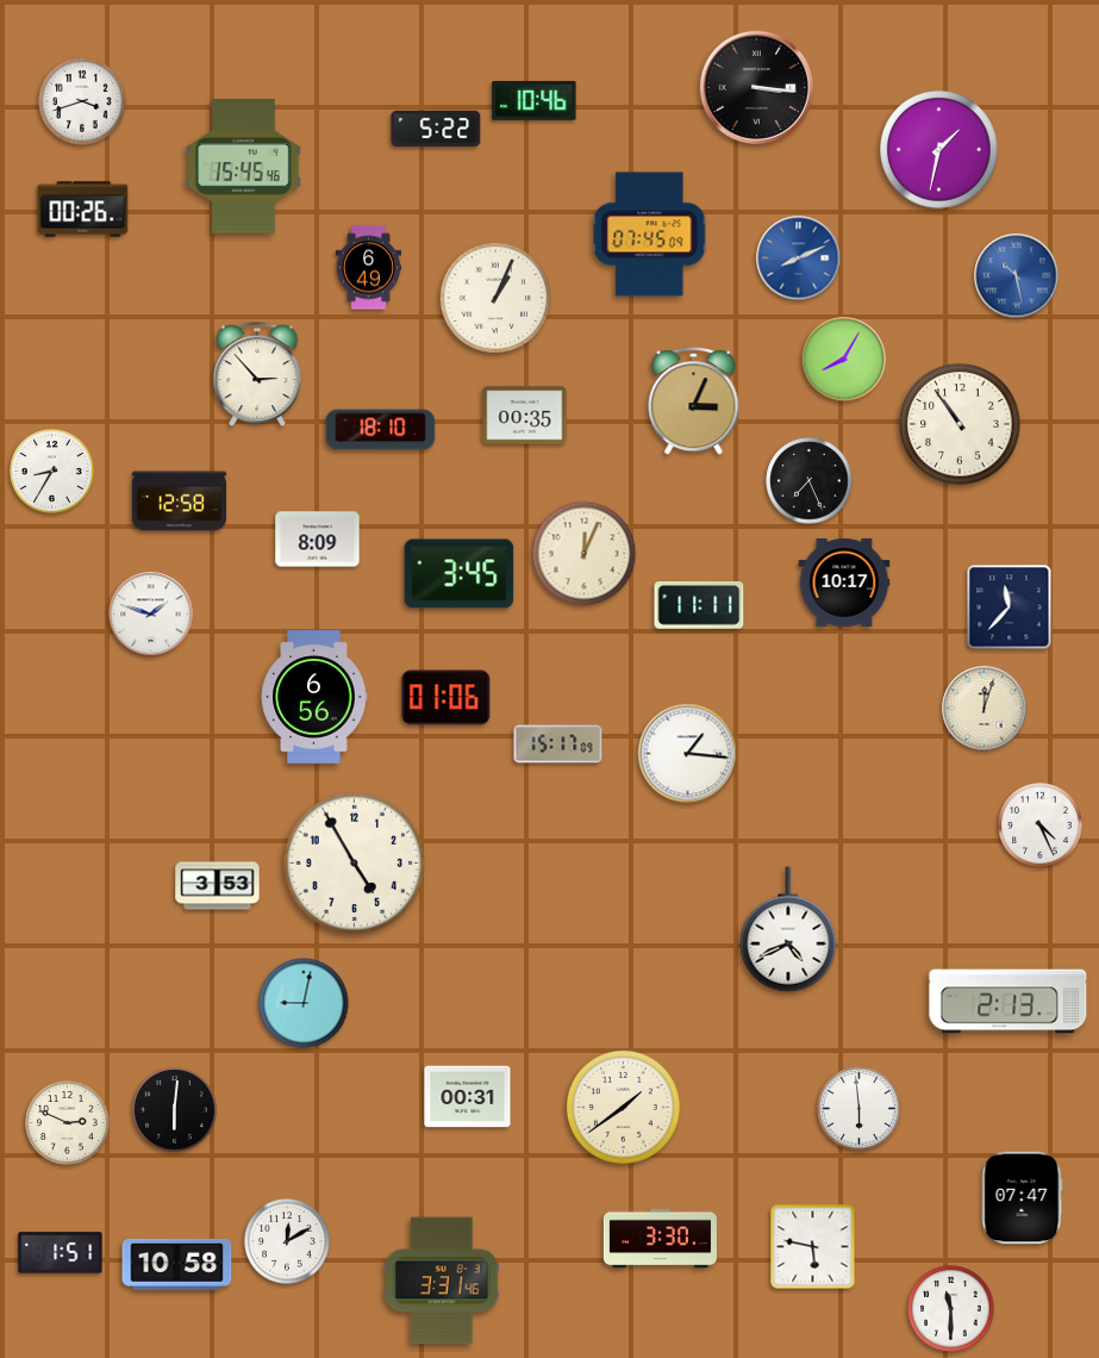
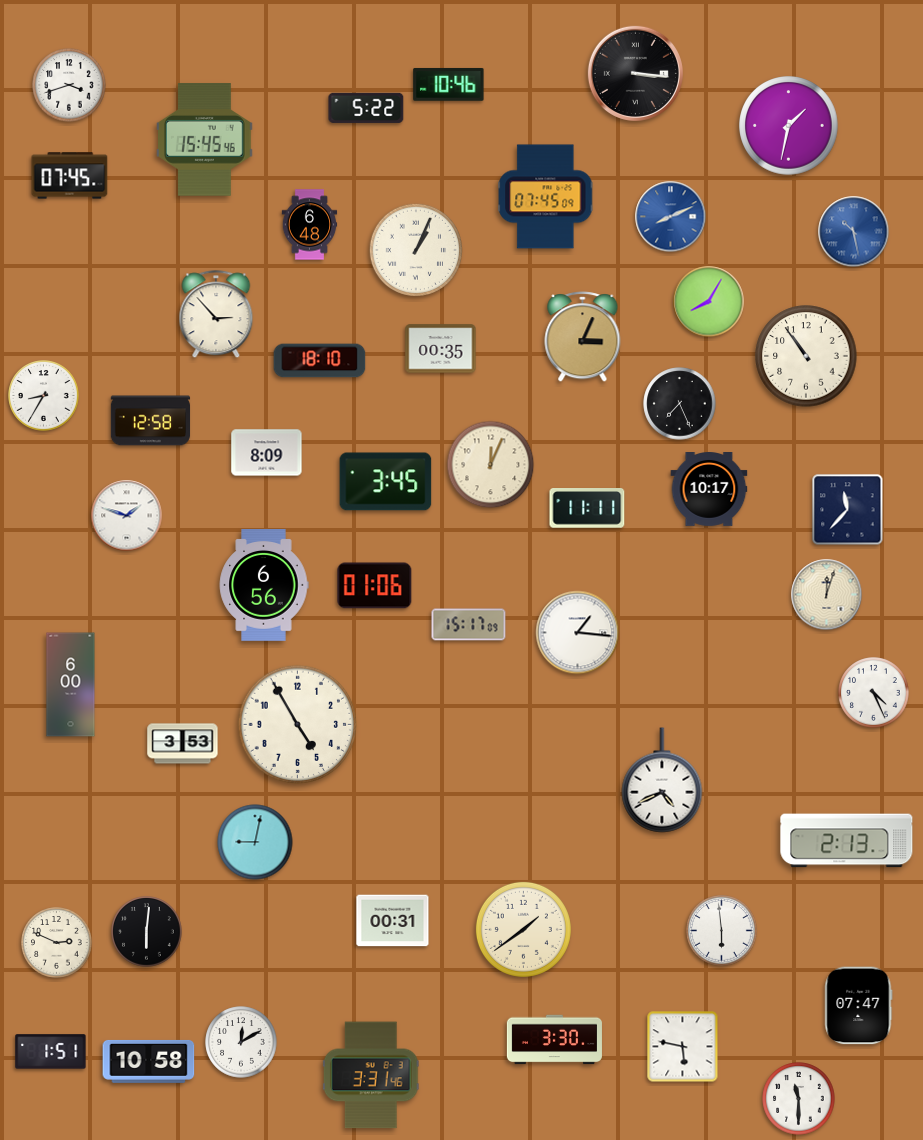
clock at (83, 210): 00:26 -> 07:45
clock at (369, 268): 6:49 -> 6:48
clock at (71, 685): none -> 6:00
